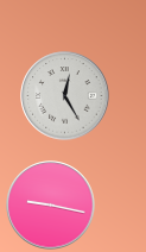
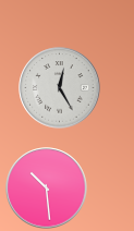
clock at (51, 206): 9:17 -> 10:29
